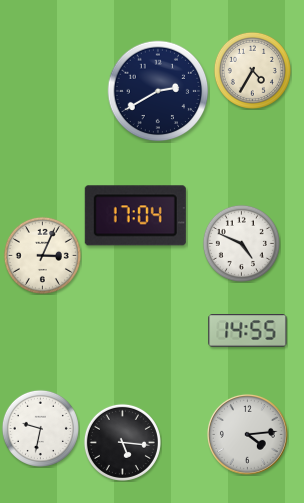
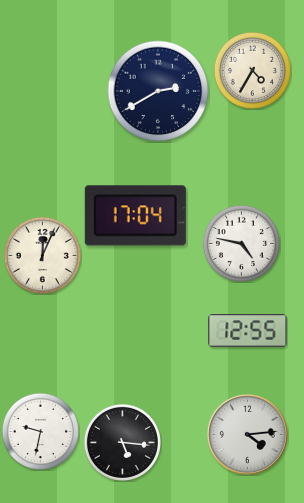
clock at (241, 243): 4:49 -> 4:47
clock at (42, 255): 3:04 -> 12:04
clock at (248, 331): 14:55 -> 12:55
clock at (40, 428) position: (40, 428) -> (40, 431)
